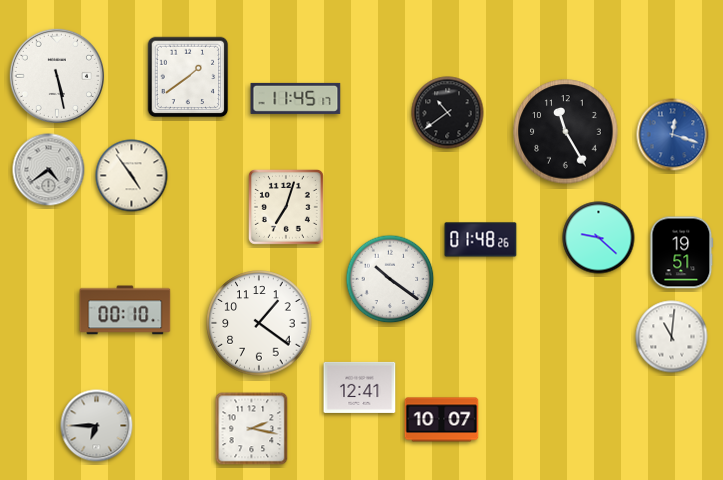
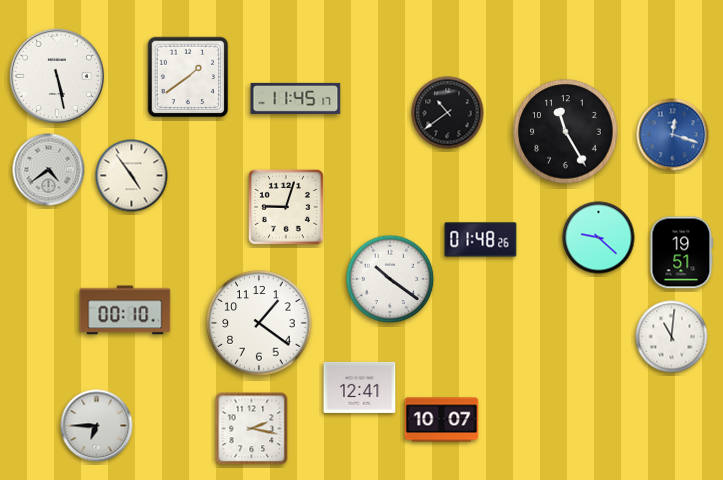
clock at (286, 207): 7:03 -> 9:03
